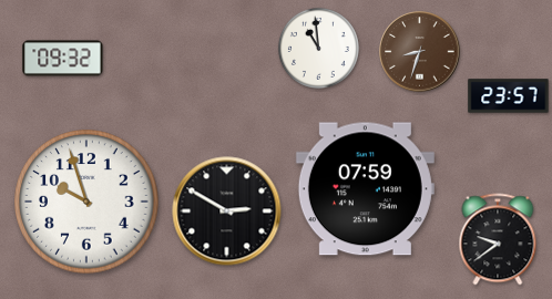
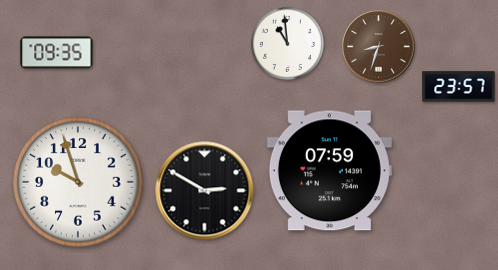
clock at (63, 59): 09:32 -> 09:35
clock at (498, 239): 9:39 -> none
